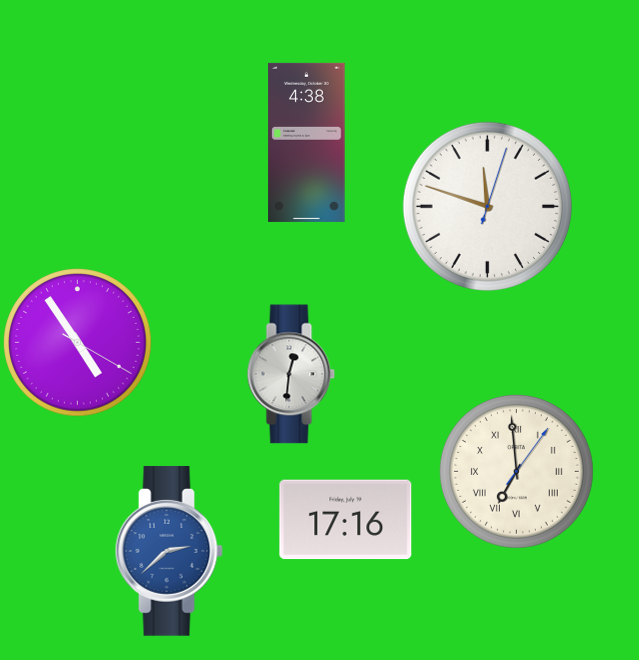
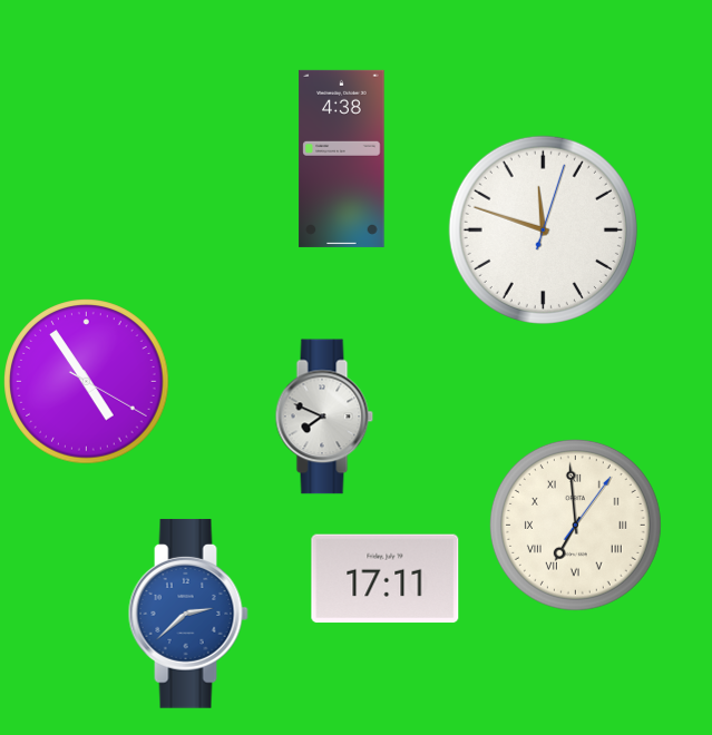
clock at (291, 374): 12:31 -> 7:49
clock at (346, 520): 17:16 -> 17:11
